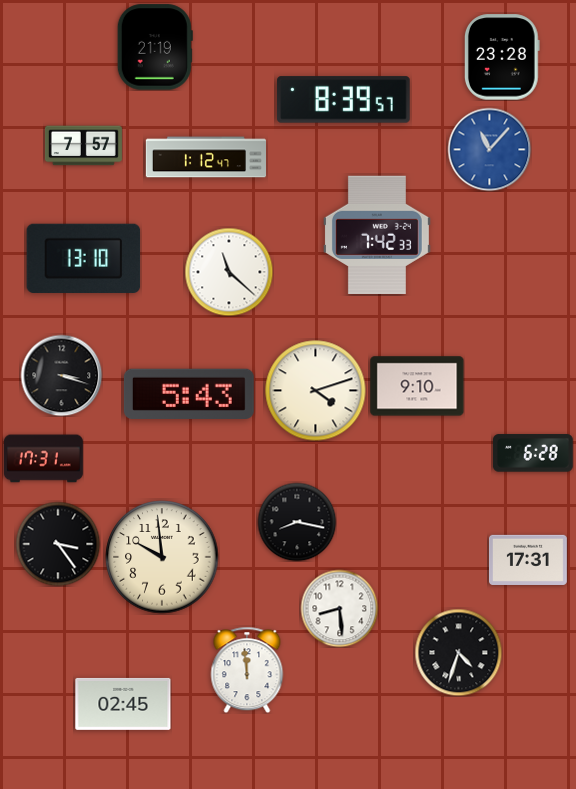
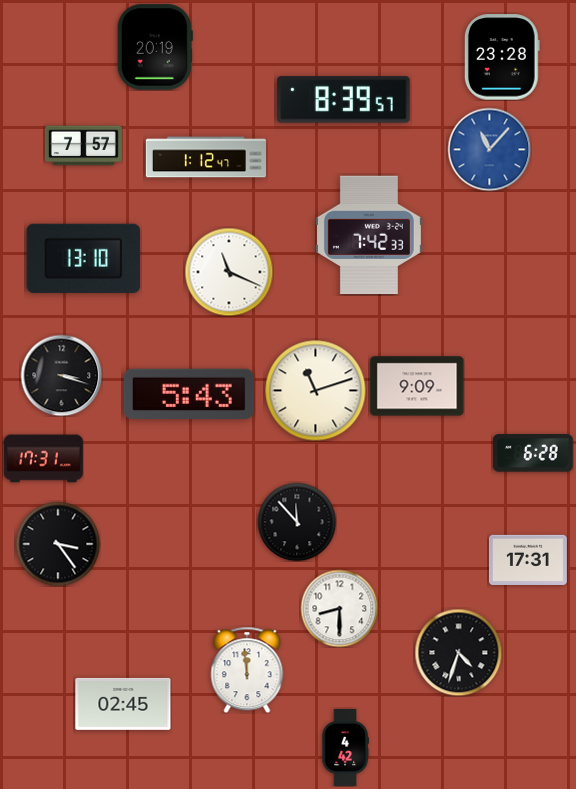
clock at (155, 47): 21:19 -> 20:19
clock at (377, 234) position: (377, 234) -> (369, 234)
clock at (229, 272): 11:22 -> 11:19
clock at (417, 386): 9:10 -> 9:09
clock at (316, 391): 4:12 -> 11:12
clock at (297, 522): 8:17 -> 11:53
clock at (162, 557): 9:59 -> none
clock at (339, 608): 8:29 -> 8:30
clock at (345, 747): none -> 4:42
